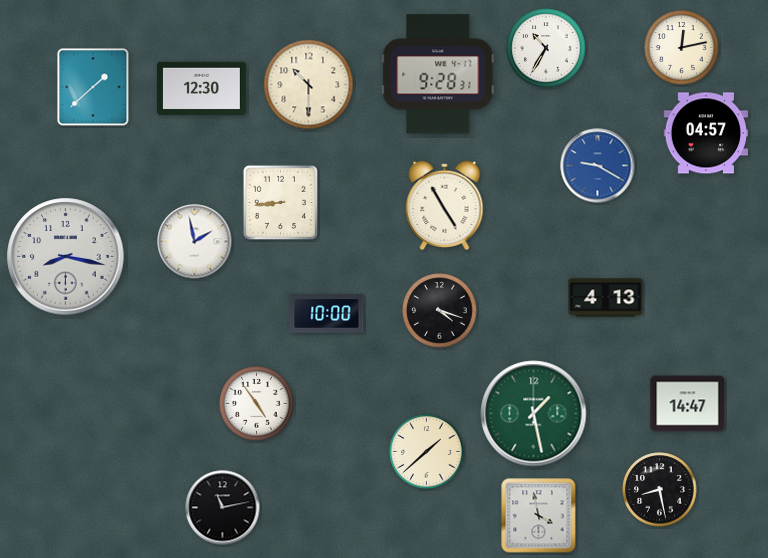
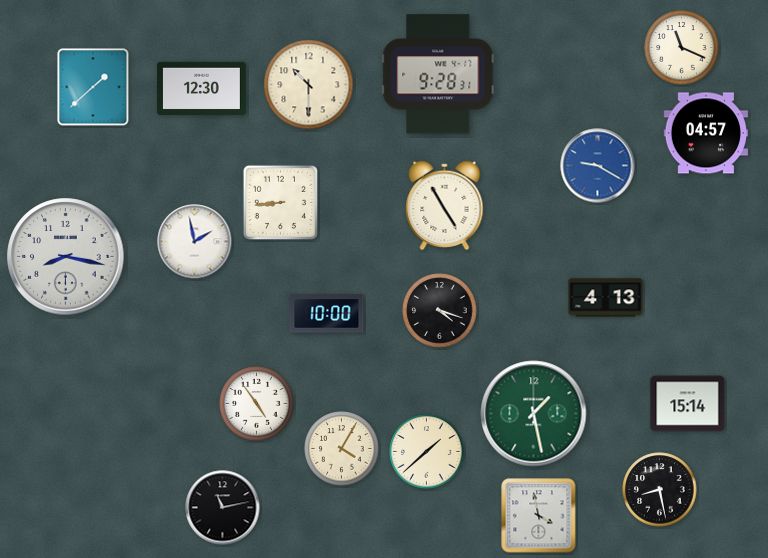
clock at (546, 48): 10:35 -> none
clock at (682, 48): 12:13 -> 11:19
clock at (688, 404): 14:47 -> 15:14
clock at (342, 449): none -> 4:05
